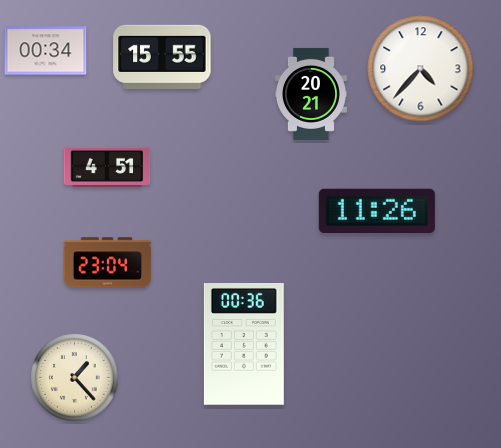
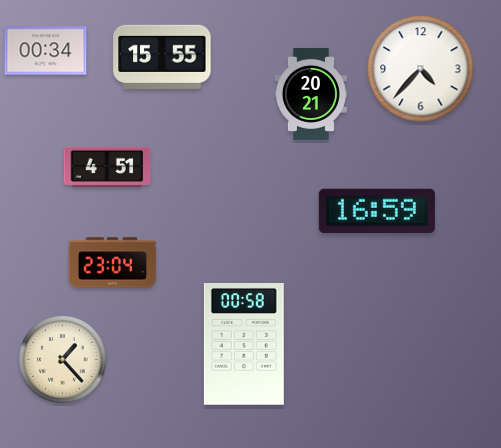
clock at (377, 210): 11:26 -> 16:59
clock at (108, 263) position: (108, 263) -> (113, 263)
clock at (244, 345): 00:36 -> 00:58
clock at (75, 378) position: (75, 378) -> (63, 360)
